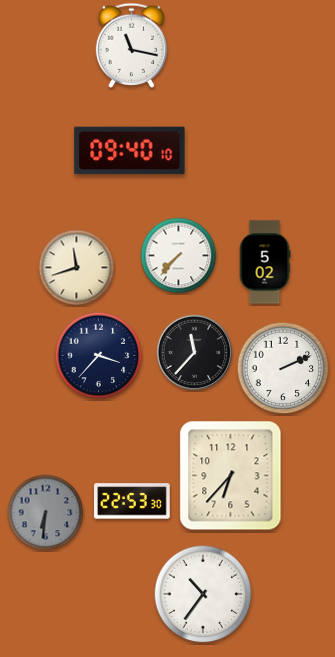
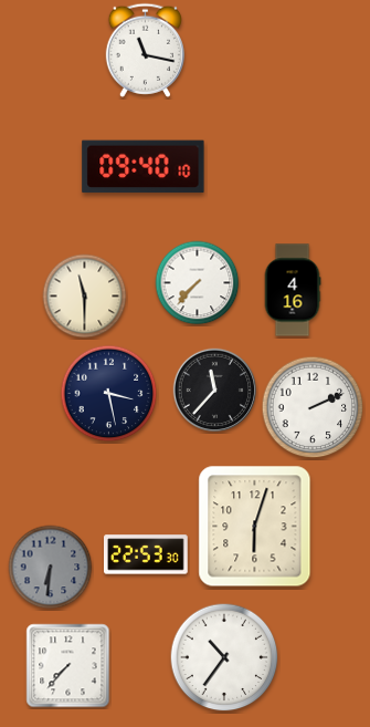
clock at (265, 262): 5:02 -> 4:16
clock at (77, 268): 11:42 -> 11:30
clock at (99, 356): 3:37 -> 3:28
clock at (231, 476): 6:37 -> 6:03
clock at (68, 666): none -> 7:37
